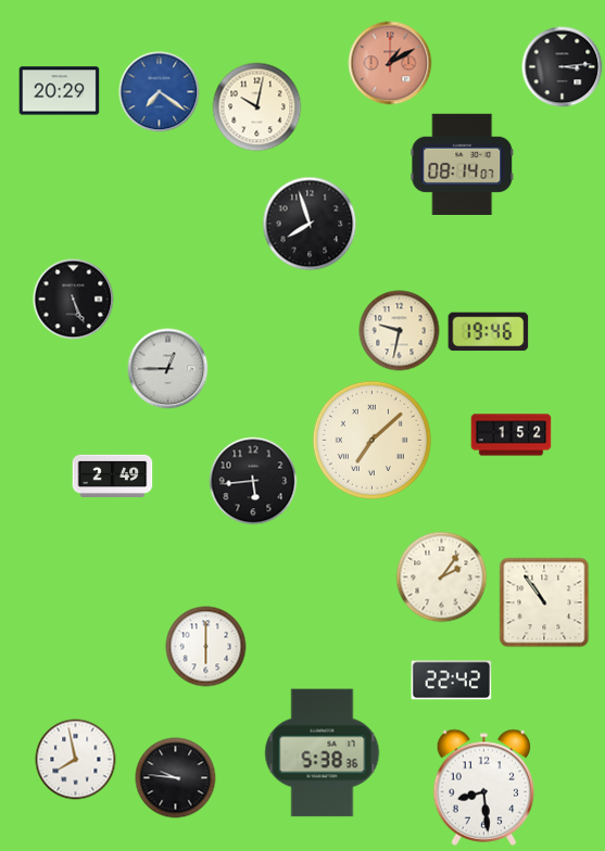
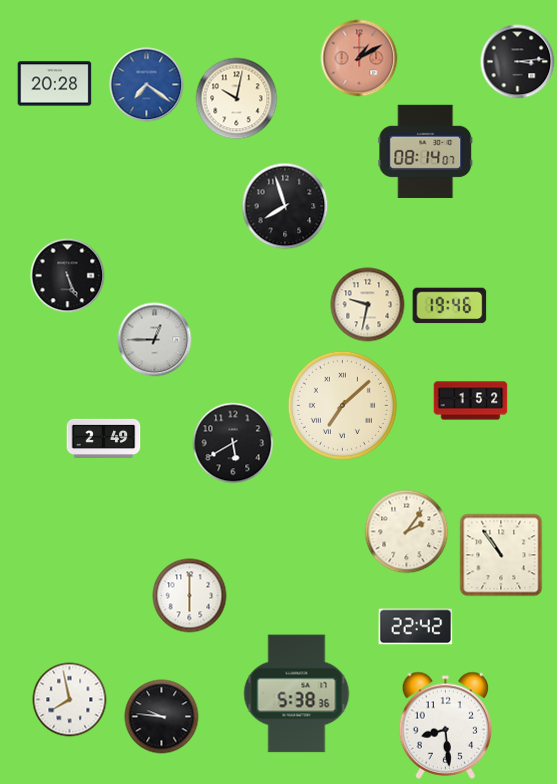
clock at (60, 91): 20:29 -> 20:28
clock at (253, 481): 5:44 -> 5:40
